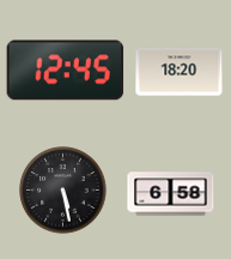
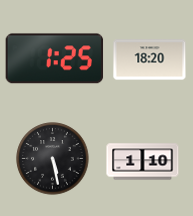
clock at (66, 71): 12:45 -> 1:25
clock at (171, 194): 6:58 -> 1:10
